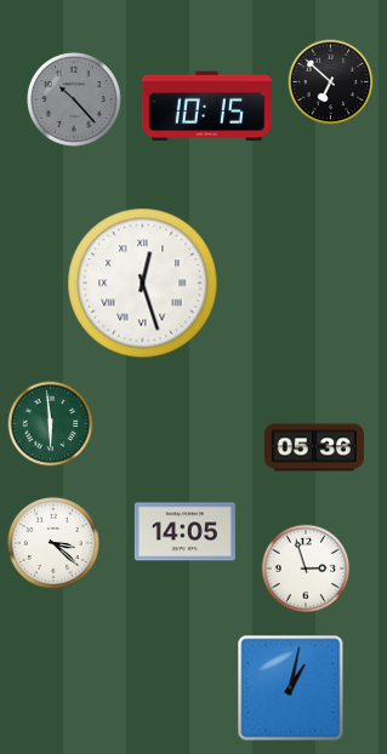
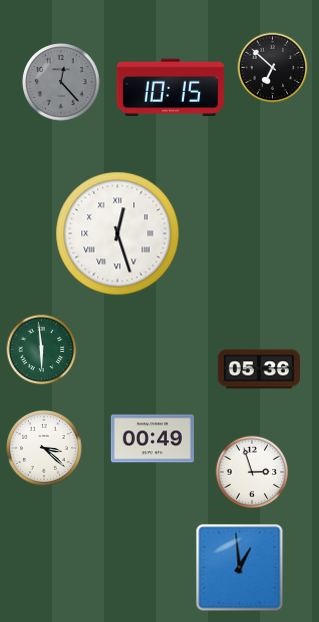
clock at (74, 99): 10:23 -> 12:23
clock at (184, 532): 14:05 -> 00:49
clock at (306, 569) position: (306, 569) -> (252, 472)
clock at (291, 689): 1:02 -> 12:59
